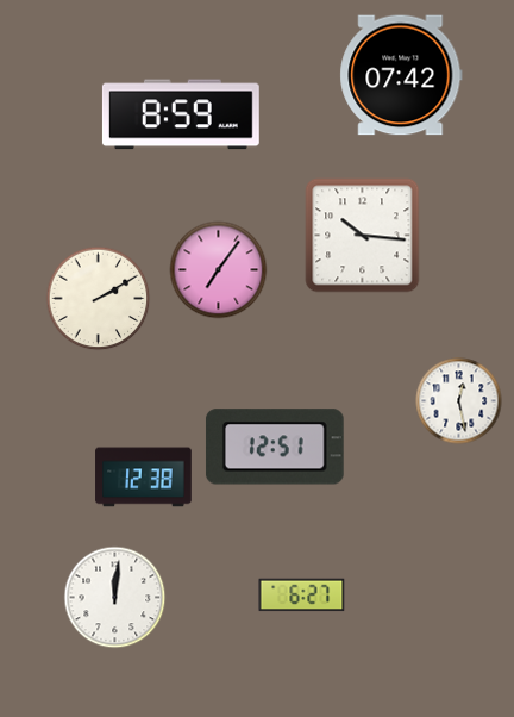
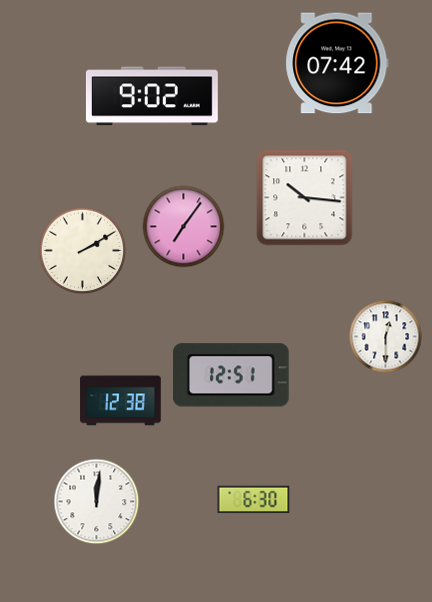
clock at (181, 114): 8:59 -> 9:02
clock at (459, 401): 12:28 -> 12:30
clock at (302, 596): 6:27 -> 6:30
